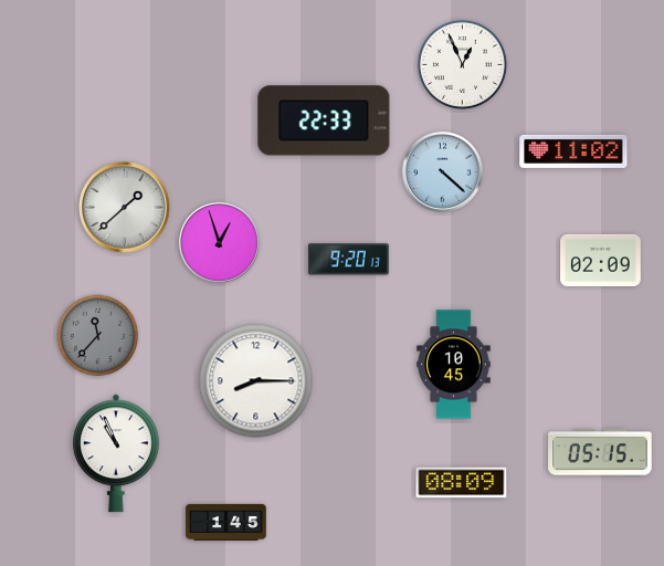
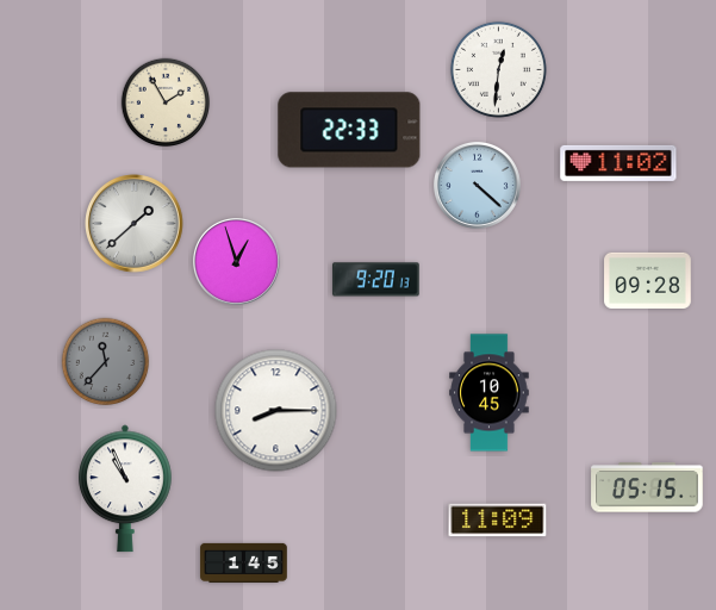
clock at (462, 64): 12:56 -> 12:31
clock at (166, 102): none -> 1:55
clock at (601, 260): 02:09 -> 09:28
clock at (462, 483): 08:09 -> 11:09
